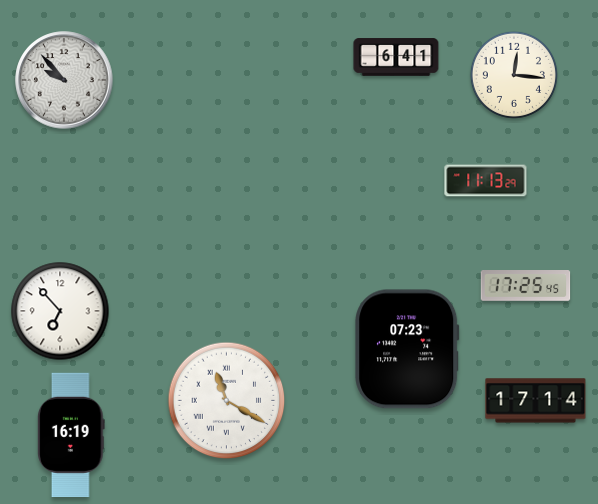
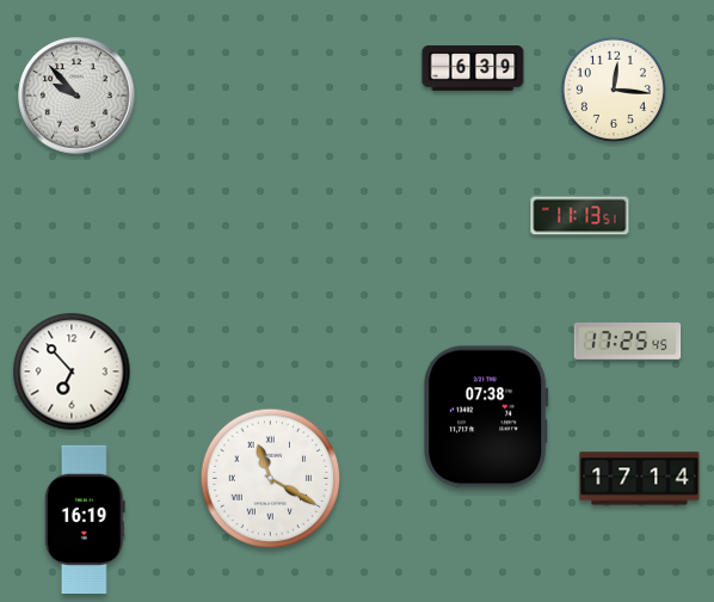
clock at (396, 57): 6:41 -> 6:39
clock at (486, 181): 11:13:29 -> 11:13:51
clock at (407, 349): 07:23 -> 07:38
